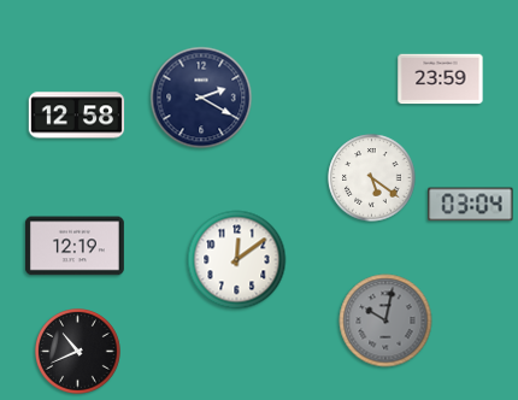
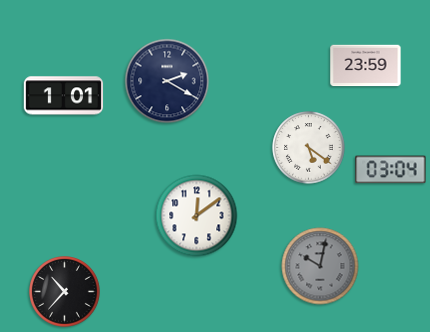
clock at (77, 116): 12:58 -> 1:01
clock at (75, 246): 12:19 -> none
clock at (78, 352): 10:41 -> 10:37
